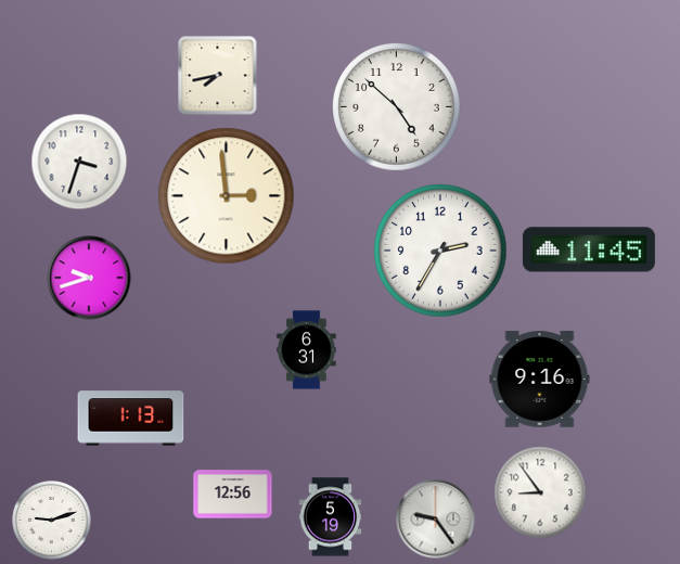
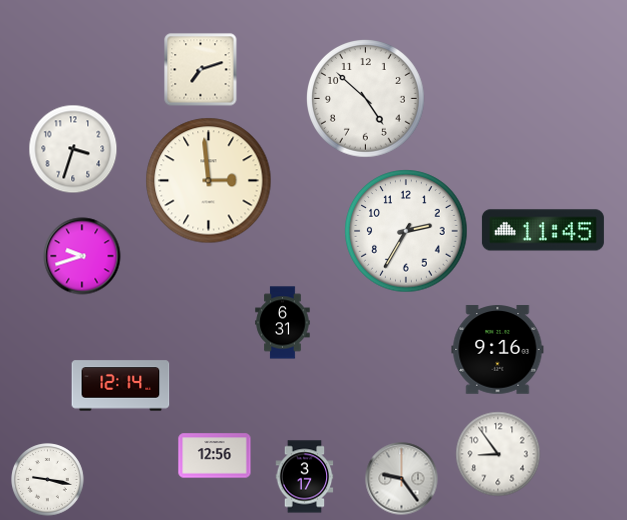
clock at (218, 76): 7:43 -> 7:12
clock at (131, 419): 1:13 -> 12:14
clock at (331, 517): 5:19 -> 3:17
clock at (52, 521): 9:12 -> 9:17
